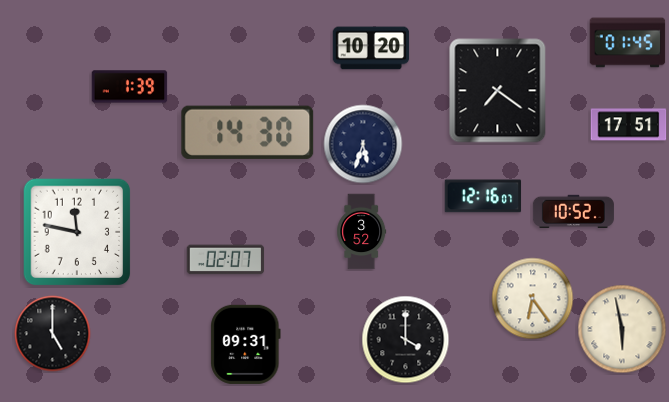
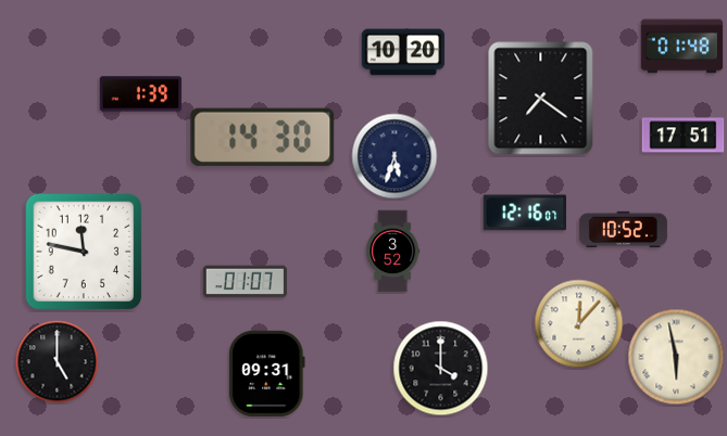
clock at (628, 43): 01:45 -> 01:48
clock at (248, 132) position: (248, 132) -> (263, 137)
clock at (226, 260): 02:07 -> 01:07
clock at (533, 299): 6:24 -> 12:07
